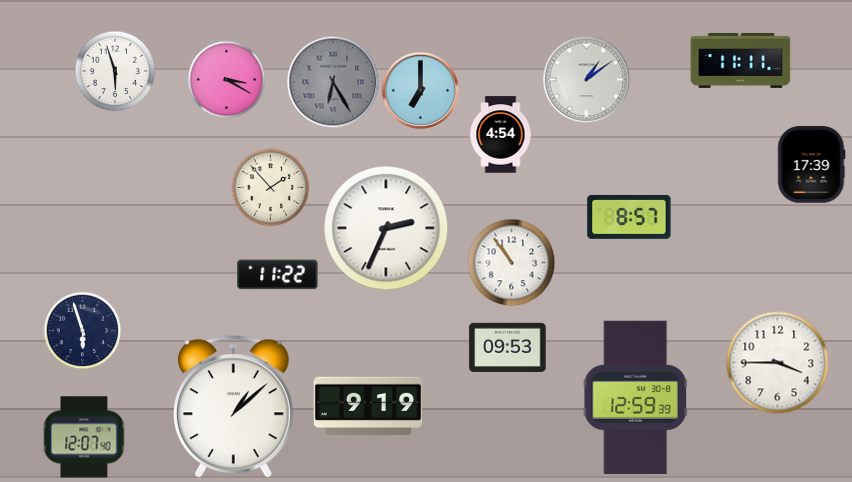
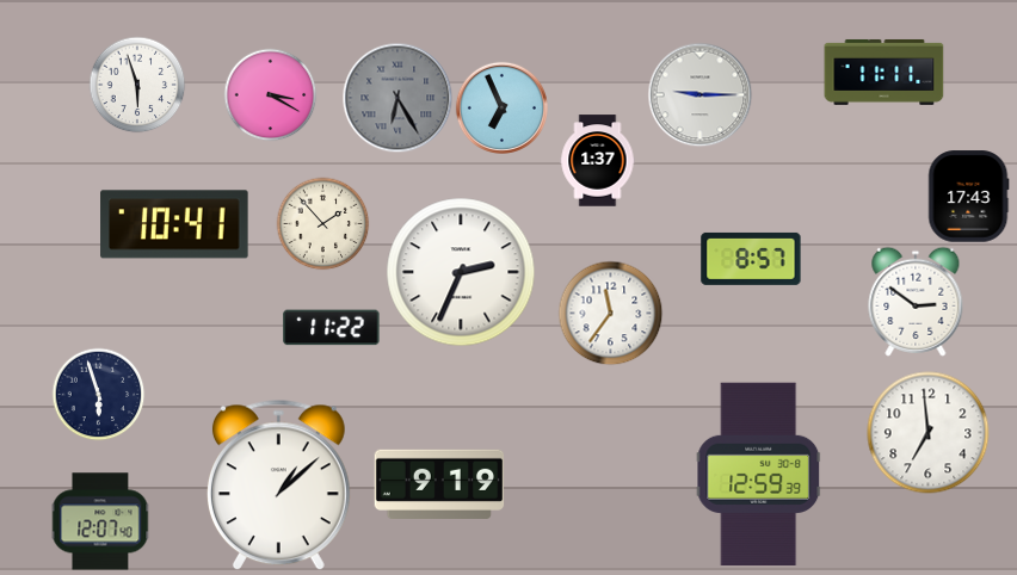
clock at (586, 79): 1:09 -> 9:15
clock at (420, 90): 7:00 -> 6:56
clock at (501, 135): 4:54 -> 1:37
clock at (811, 165): 17:39 -> 17:43
clock at (174, 224): none -> 10:41
clock at (916, 302): none -> 2:51
clock at (511, 262): 10:54 -> 11:36
clock at (508, 347): 09:53 -> none
clock at (778, 363): 3:45 -> 6:59
